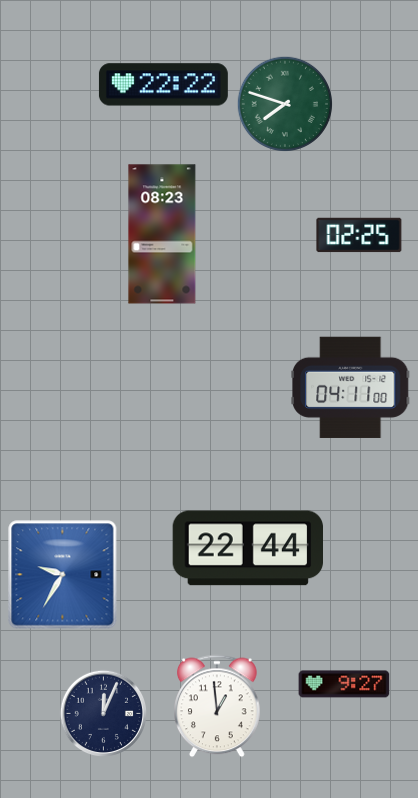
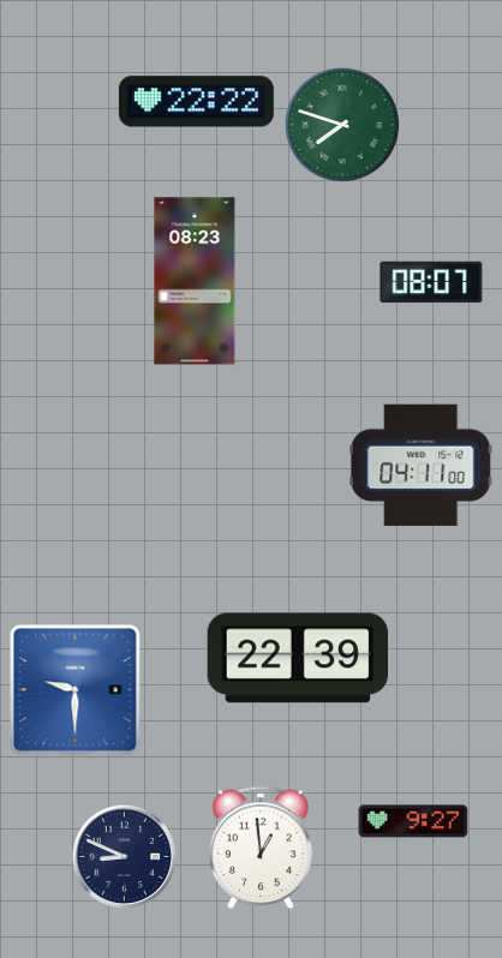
clock at (359, 235): 02:25 -> 08:07
clock at (247, 548): 22:44 -> 22:39
clock at (63, 575): 9:35 -> 9:30
clock at (103, 713): 12:04 -> 8:49
